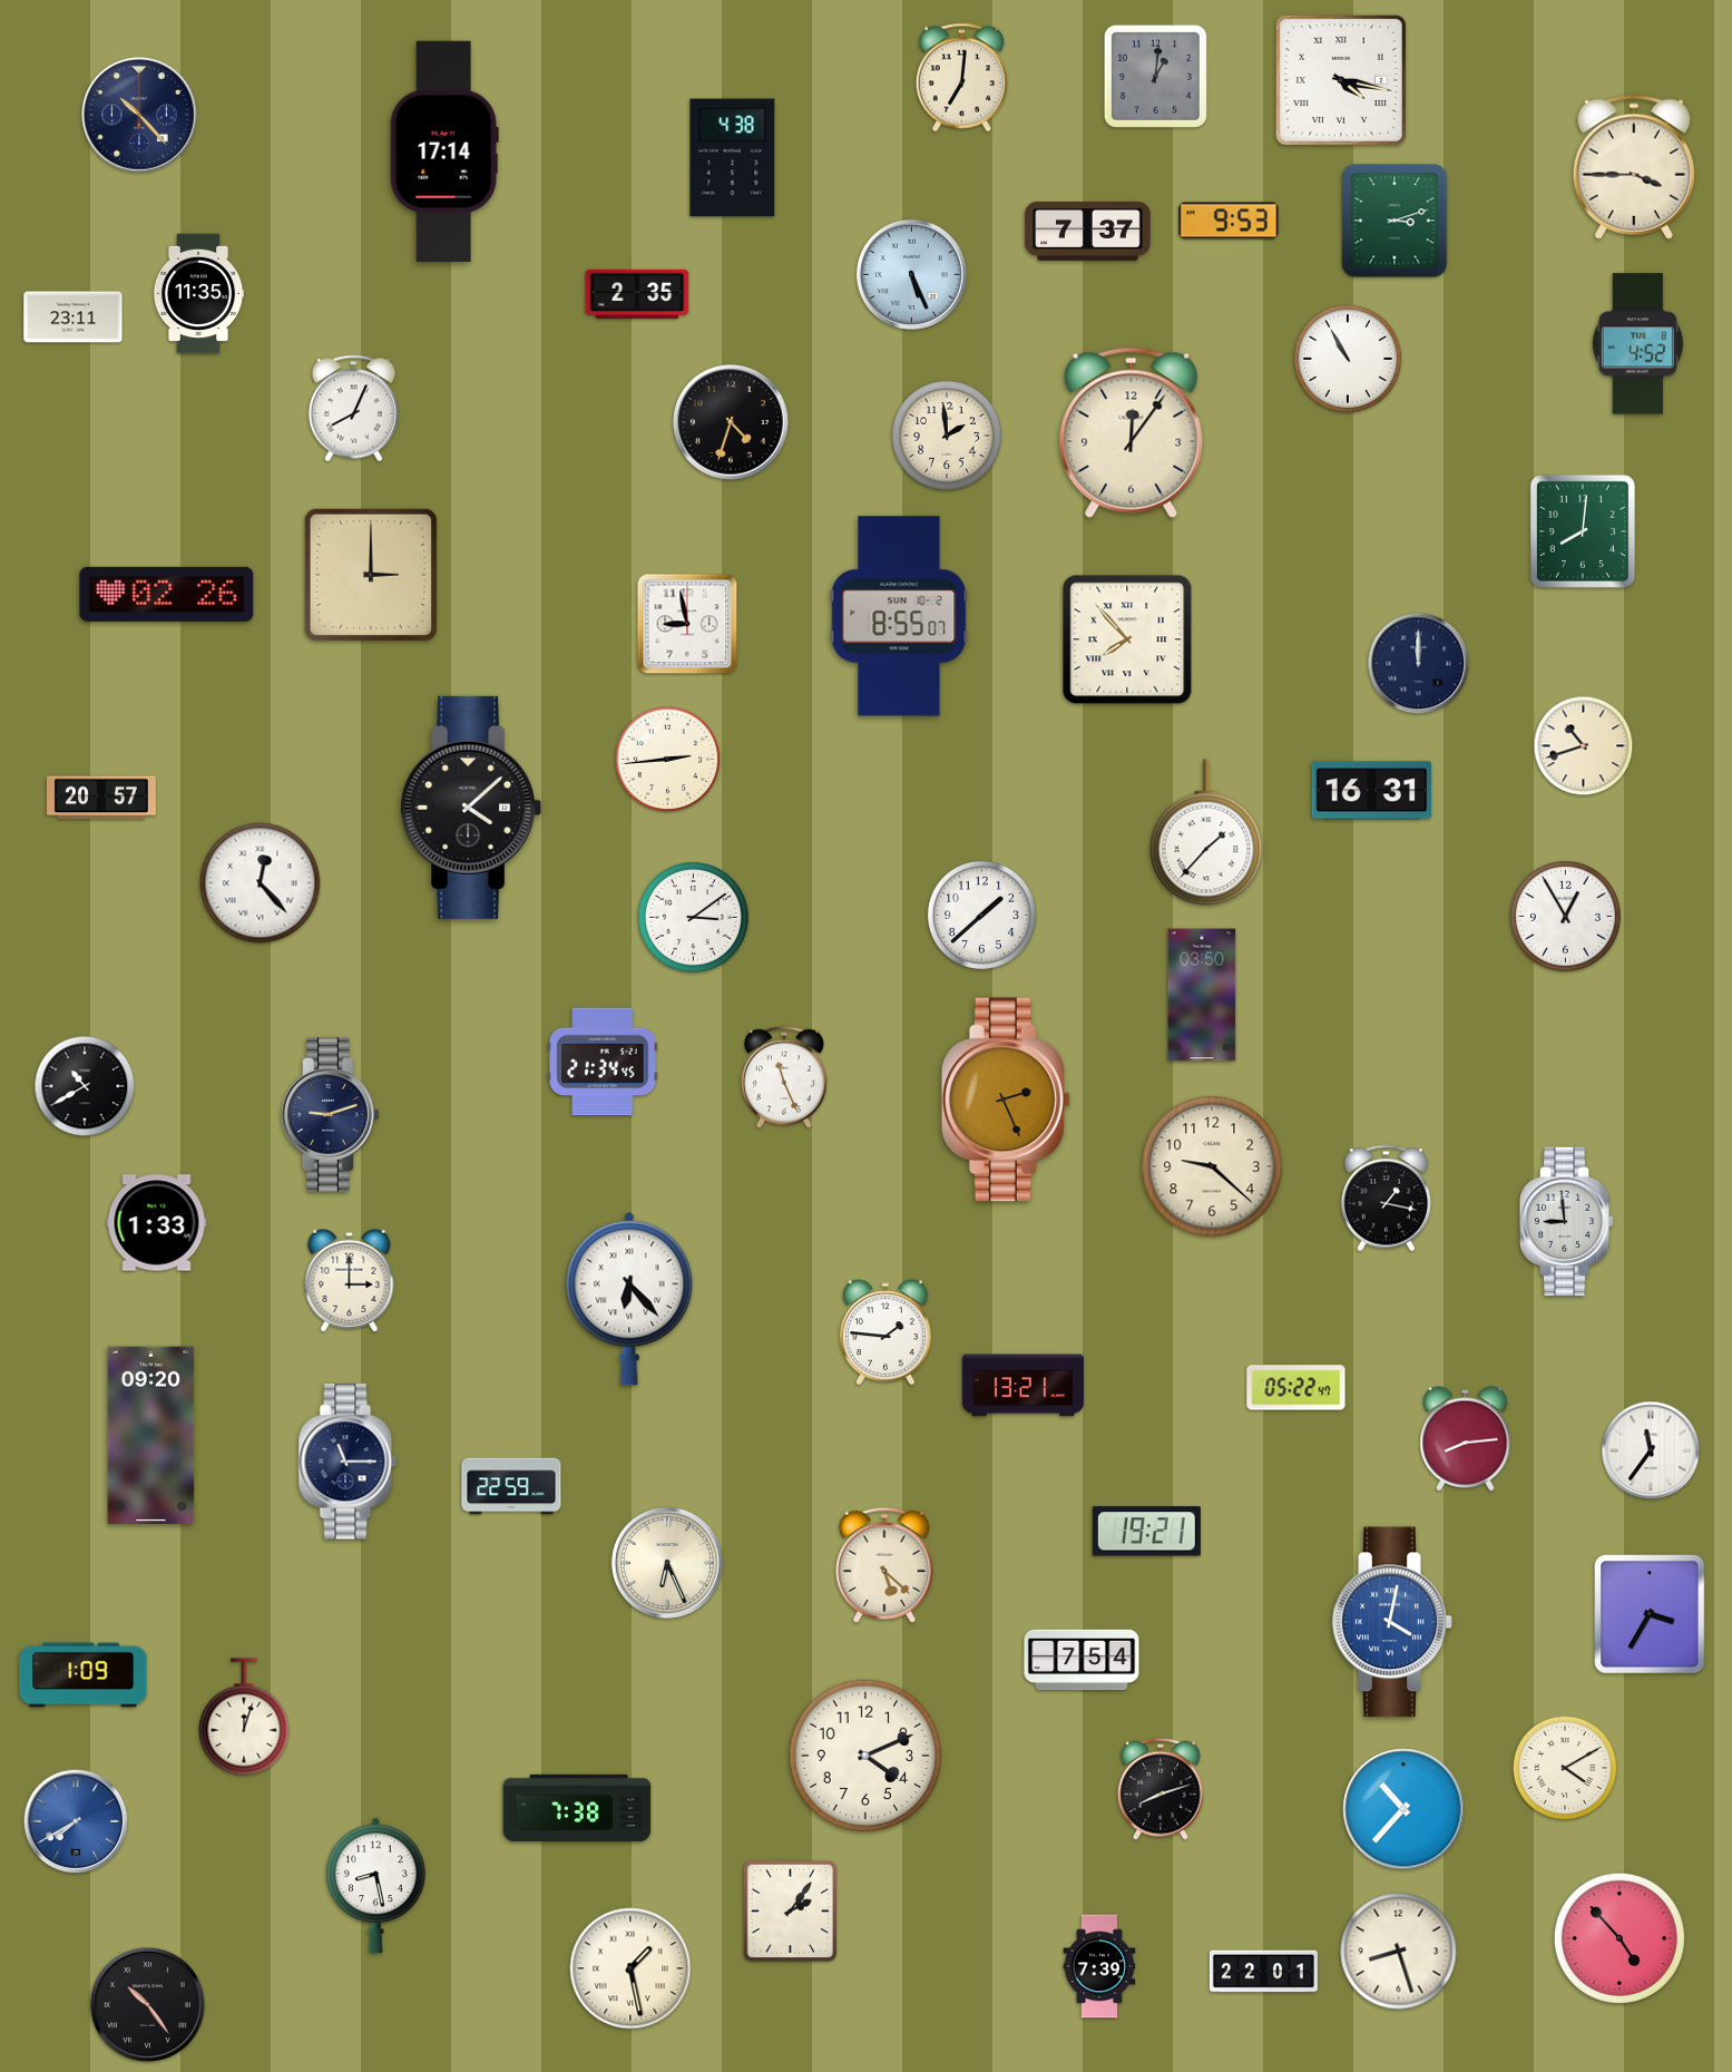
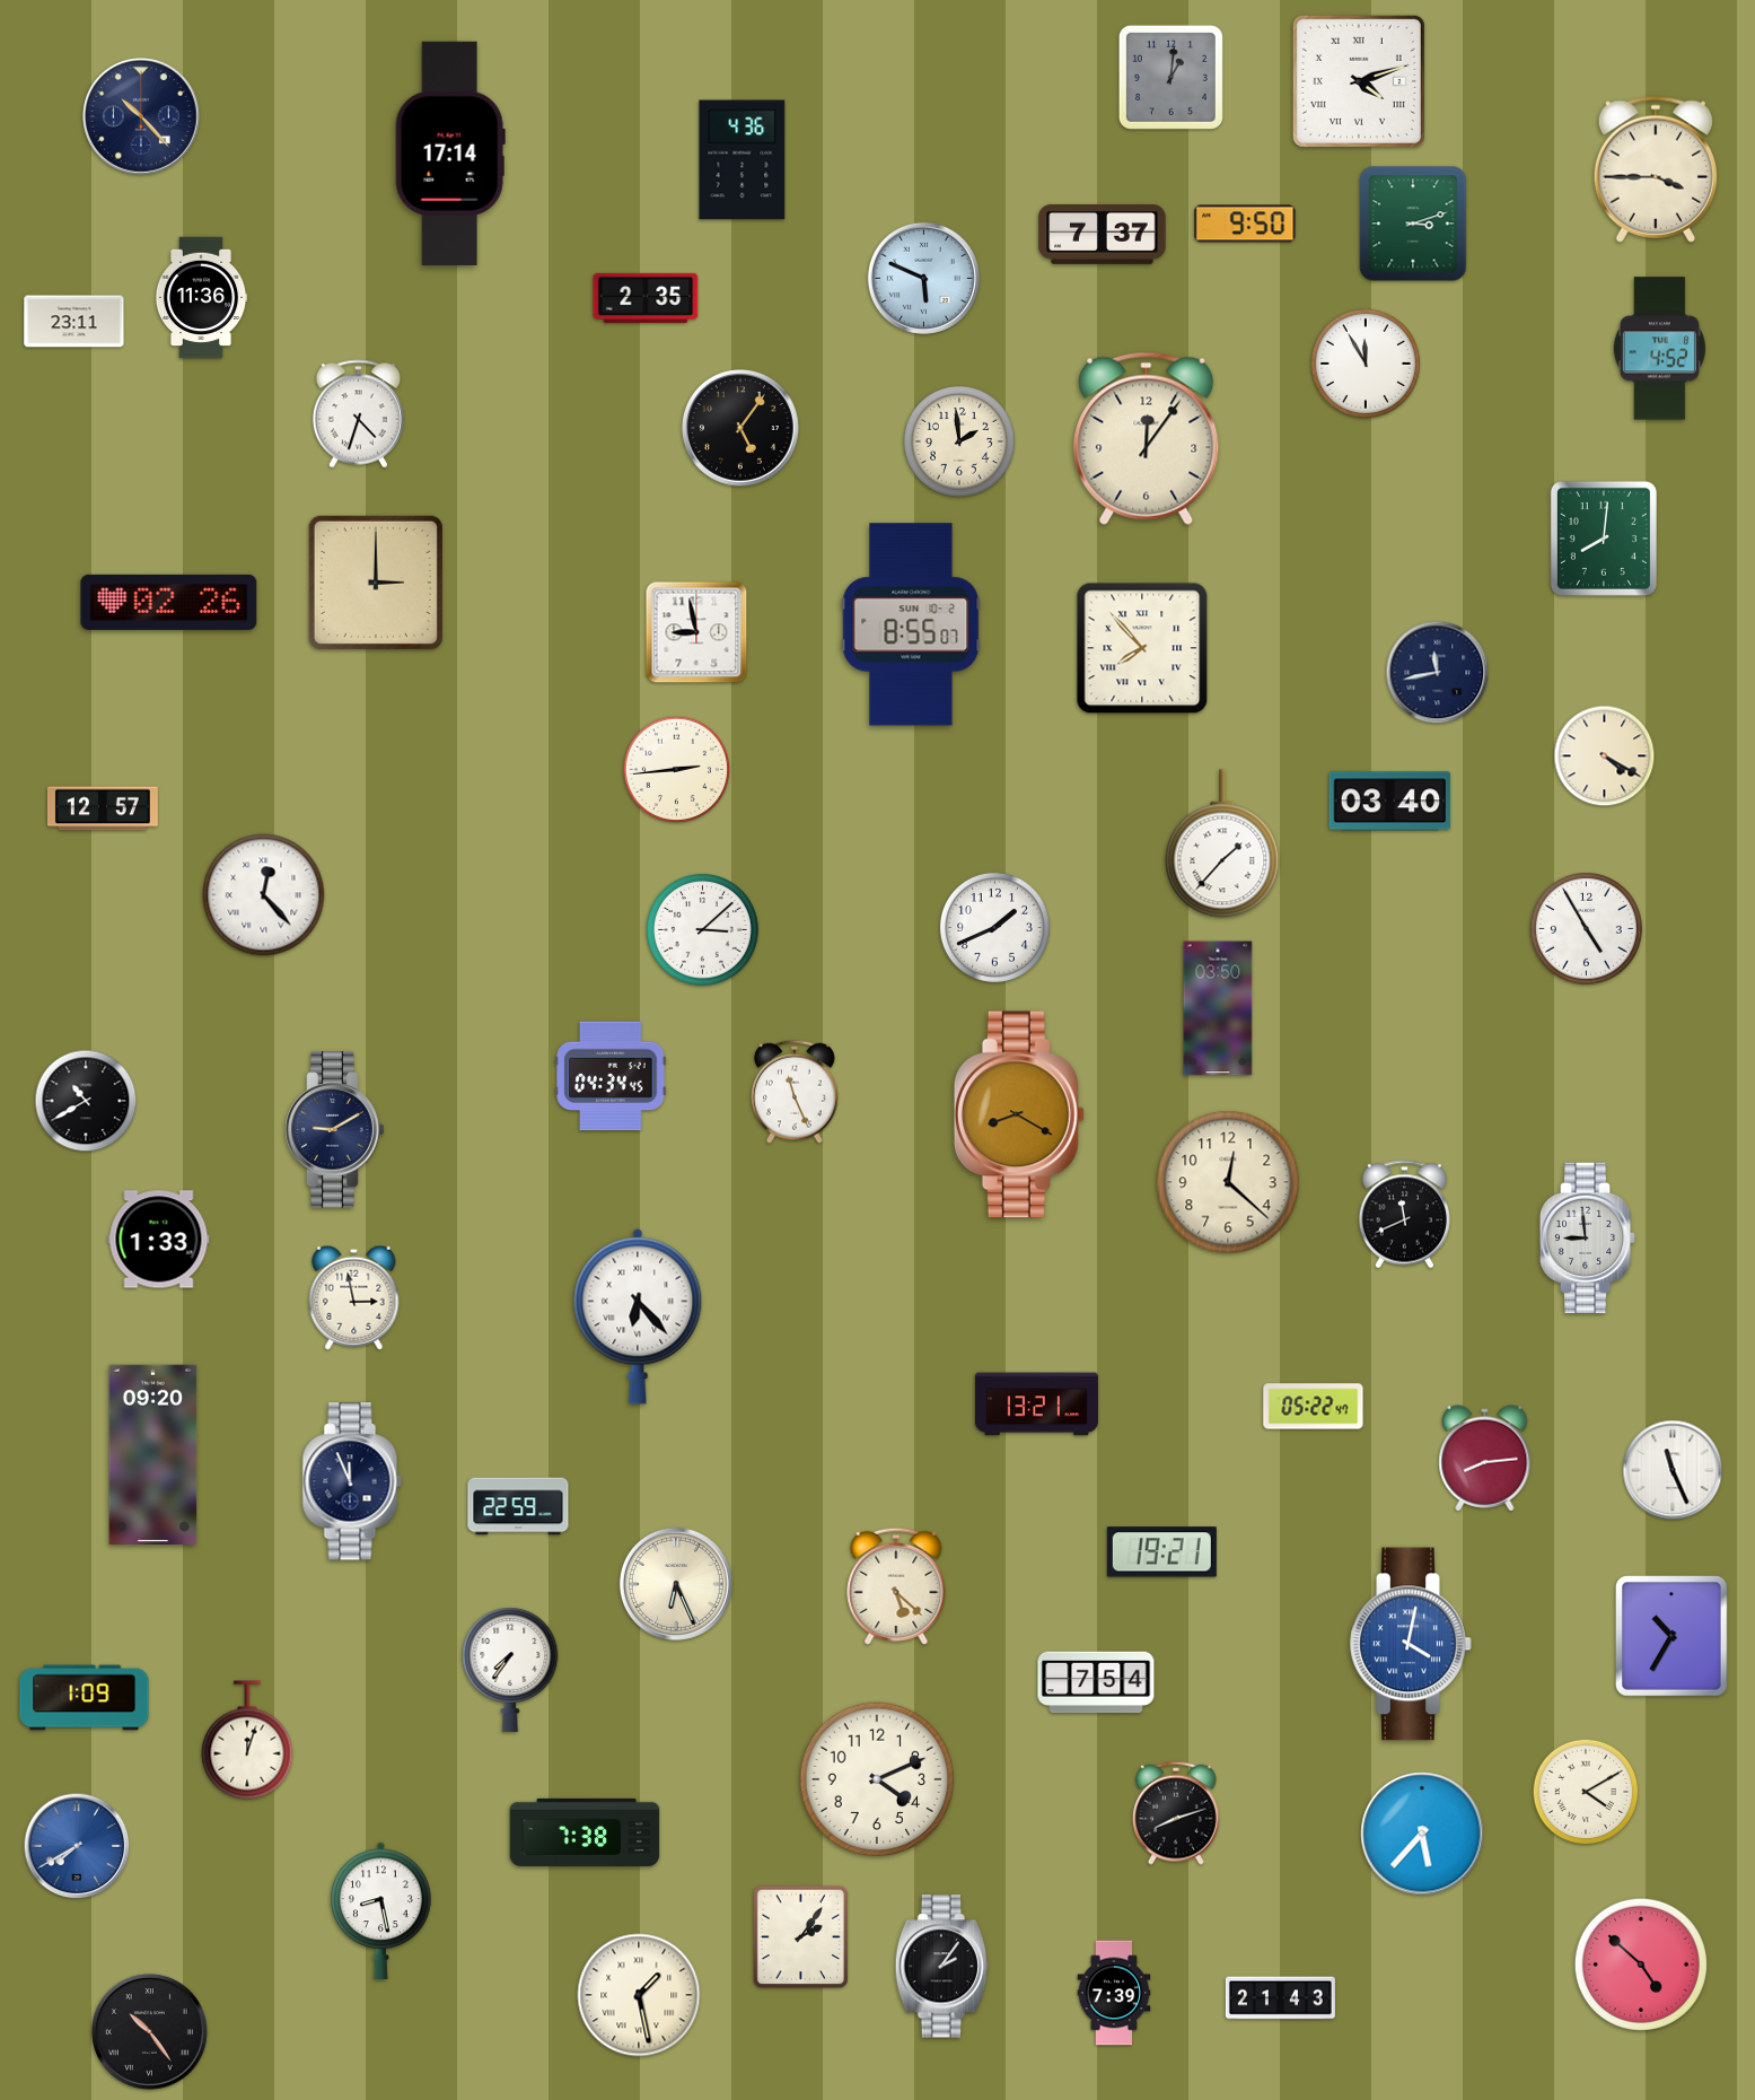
clock at (962, 78): 7:01 -> none
clock at (1341, 80): 4:17 -> 4:12
clock at (733, 158): 4:38 -> 4:36
clock at (1229, 221): 9:53 -> 9:50
clock at (911, 274): 5:26 -> 5:49
clock at (198, 294): 11:35 -> 11:36
clock at (1348, 359): 10:55 -> 11:55
clock at (353, 409): 8:04 -> 4:33
clock at (732, 423): 4:33 -> 5:06
clock at (1419, 664): 12:00 -> 11:43
clock at (1584, 746): 10:42 -> 4:20
clock at (1372, 791): 16:31 -> 03:40
clock at (101, 798): 20:57 -> 12:57
clock at (471, 808): 4:08 -> none
clock at (981, 915): 1:38 -> 1:41
clock at (1565, 916): 12:55 -> 4:55
clock at (693, 917): 3:09 -> 3:08
clock at (603, 1062): 21:34 -> 04:34
clock at (1006, 1099): 2:26 -> 8:20
clock at (331, 1115): 9:12 -> 9:10
clock at (1212, 1166): 9:22 -> 12:22
clock at (1386, 1199): 1:17 -> 11:41
clock at (350, 1280): 3:00 -> 2:58
clock at (885, 1332): 1:46 -> none
clock at (1651, 1450): 11:36 -> 11:26
clock at (348, 1462): 11:15 -> 11:56
clock at (1651, 1614): 3:35 -> 10:35
clock at (510, 1670): none -> 7:36
clock at (1403, 1809): 10:37 -> 5:37
clock at (1620, 1938): 4:53 -> 4:52
clock at (942, 1967): none -> 2:06
clock at (1399, 1952): 8:27 -> none
clock at (1263, 1972): 22:01 -> 21:43
